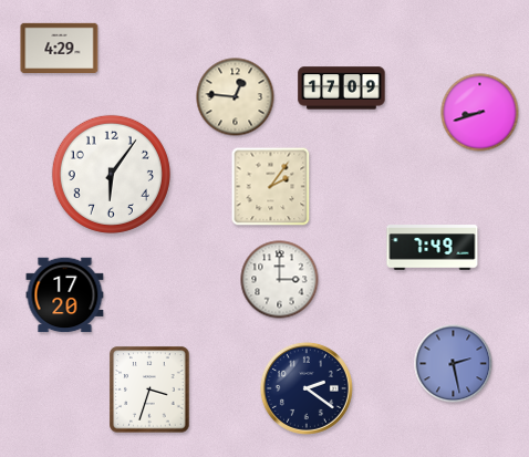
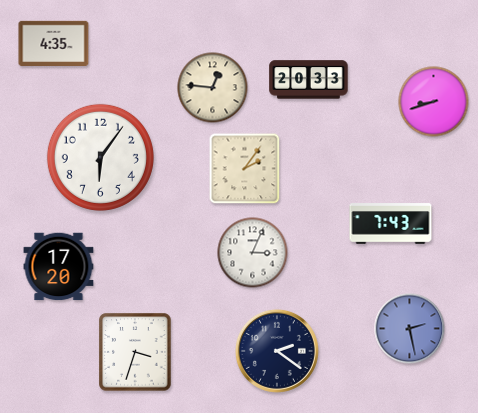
clock at (60, 49): 4:29 -> 4:35
clock at (342, 89): 17:09 -> 20:33
clock at (433, 248): 7:49 -> 7:43
clock at (280, 280): 3:00 -> 3:04
